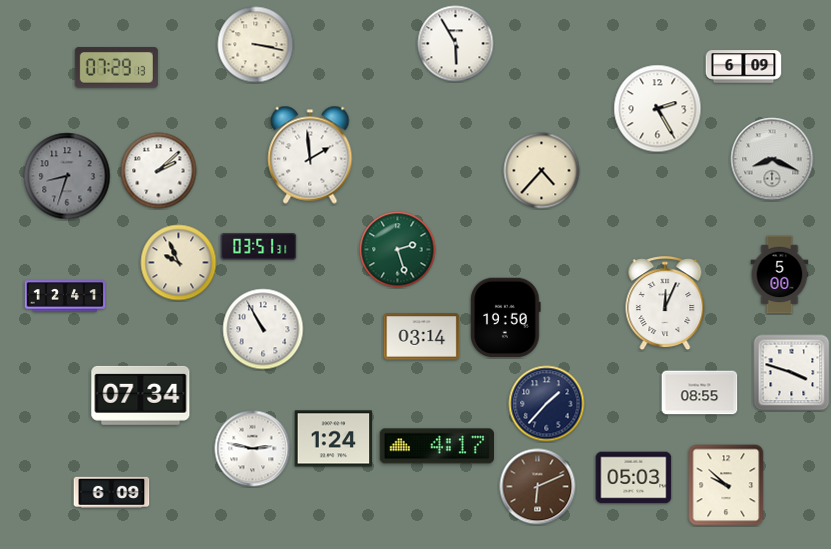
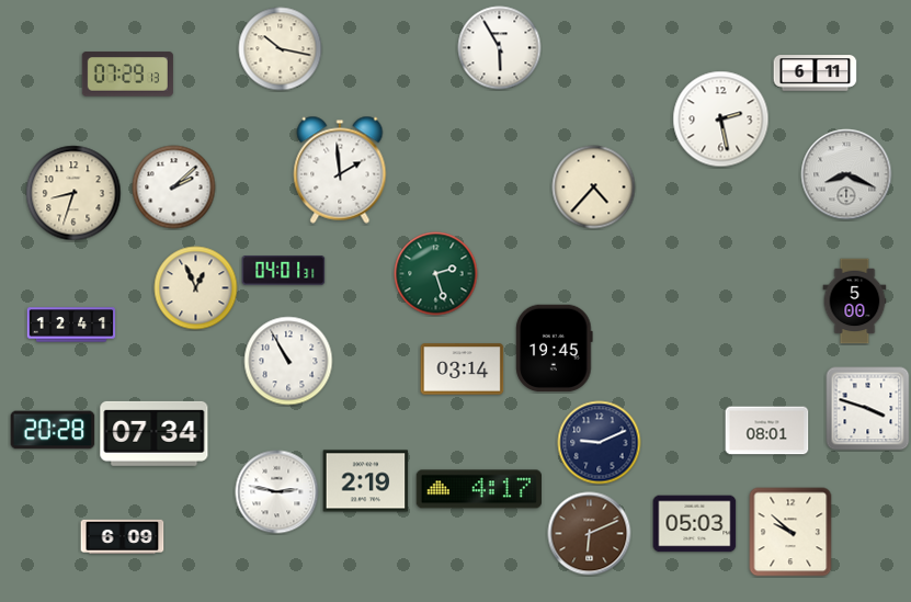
clock at (256, 45): 3:17 -> 10:17
clock at (744, 67): 6:09 -> 6:11
clock at (658, 109): 2:25 -> 2:28
clock at (67, 176) dial: grey -> cream
clock at (259, 247): 03:51 -> 04:01
clock at (179, 263): 9:56 -> 12:56
clock at (665, 304): 12:04 -> none
clock at (506, 318): 19:50 -> 19:45
clock at (53, 430): none -> 20:28
clock at (700, 393): 08:55 -> 08:01
clock at (547, 404): 1:37 -> 9:11
clock at (334, 439): 1:24 -> 2:19
clock at (726, 485) position: (726, 485) -> (790, 532)
clock at (112, 492) position: (112, 492) -> (123, 536)
